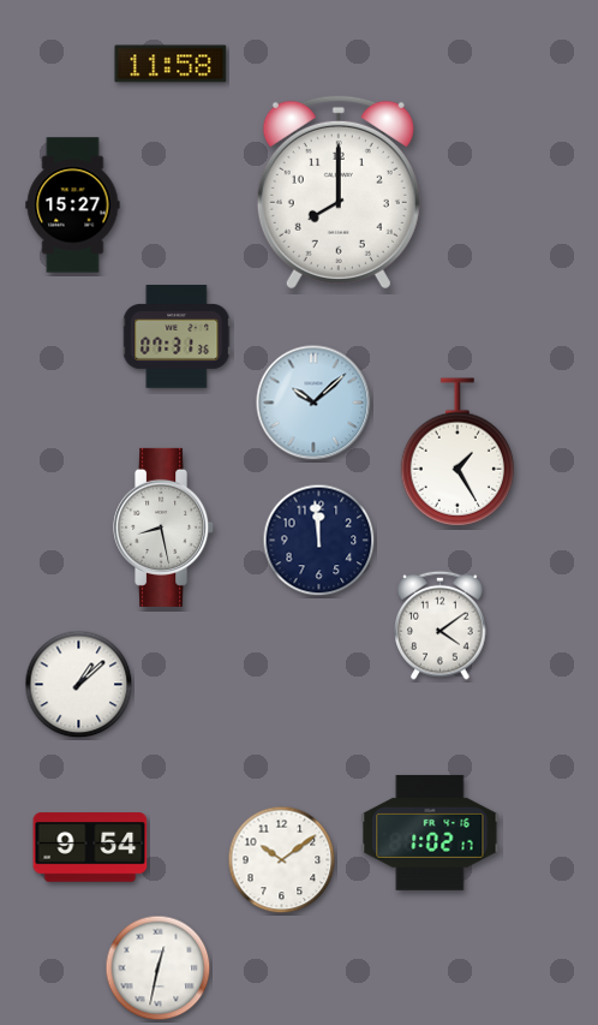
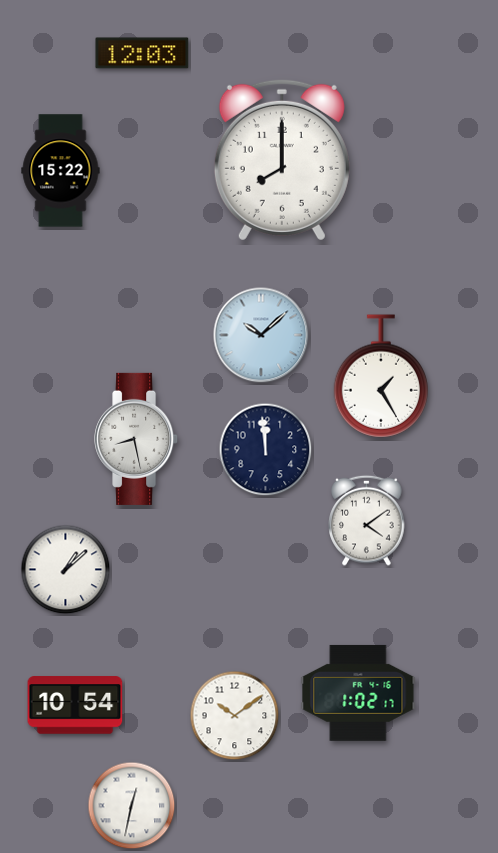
clock at (171, 64): 11:58 -> 12:03
clock at (73, 205): 15:27 -> 15:22
clock at (177, 336): 07:31 -> none
clock at (90, 847): 9:54 -> 10:54
